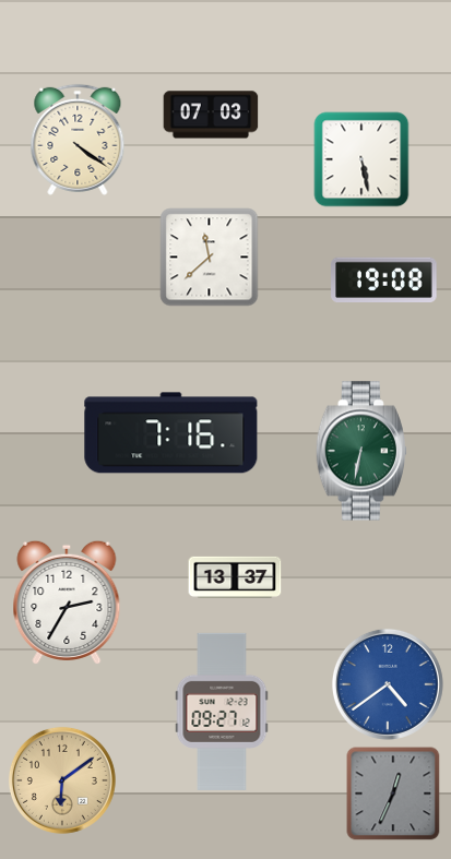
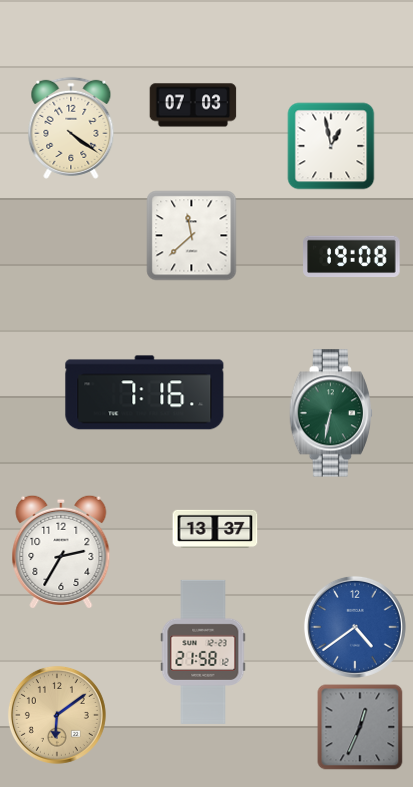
clock at (361, 159): 5:28 -> 12:58
clock at (171, 433) position: (171, 433) -> (145, 393)
clock at (222, 712): 09:27 -> 21:58
